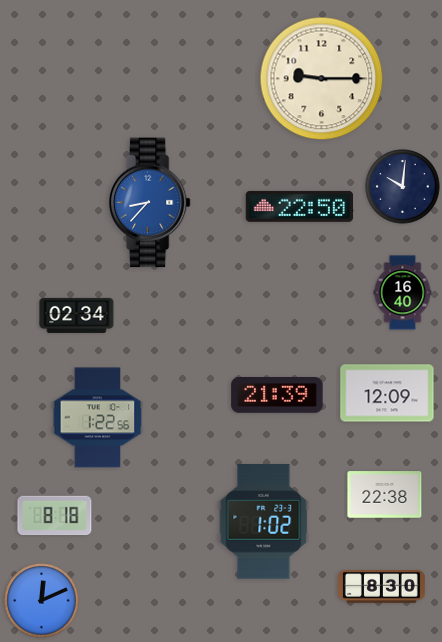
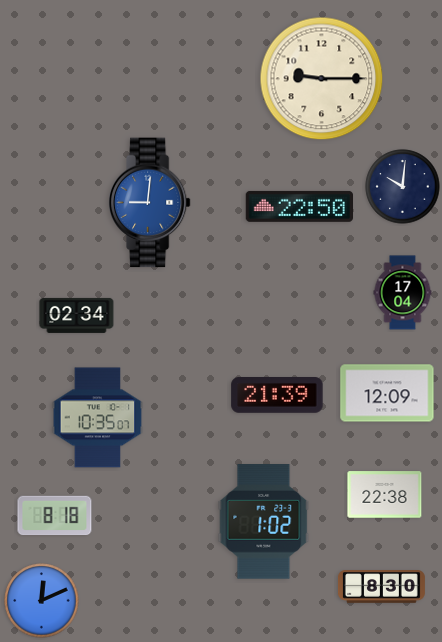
clock at (149, 203): 8:37 -> 9:01
clock at (403, 293): 16:40 -> 17:04
clock at (98, 418): 1:22 -> 10:35
